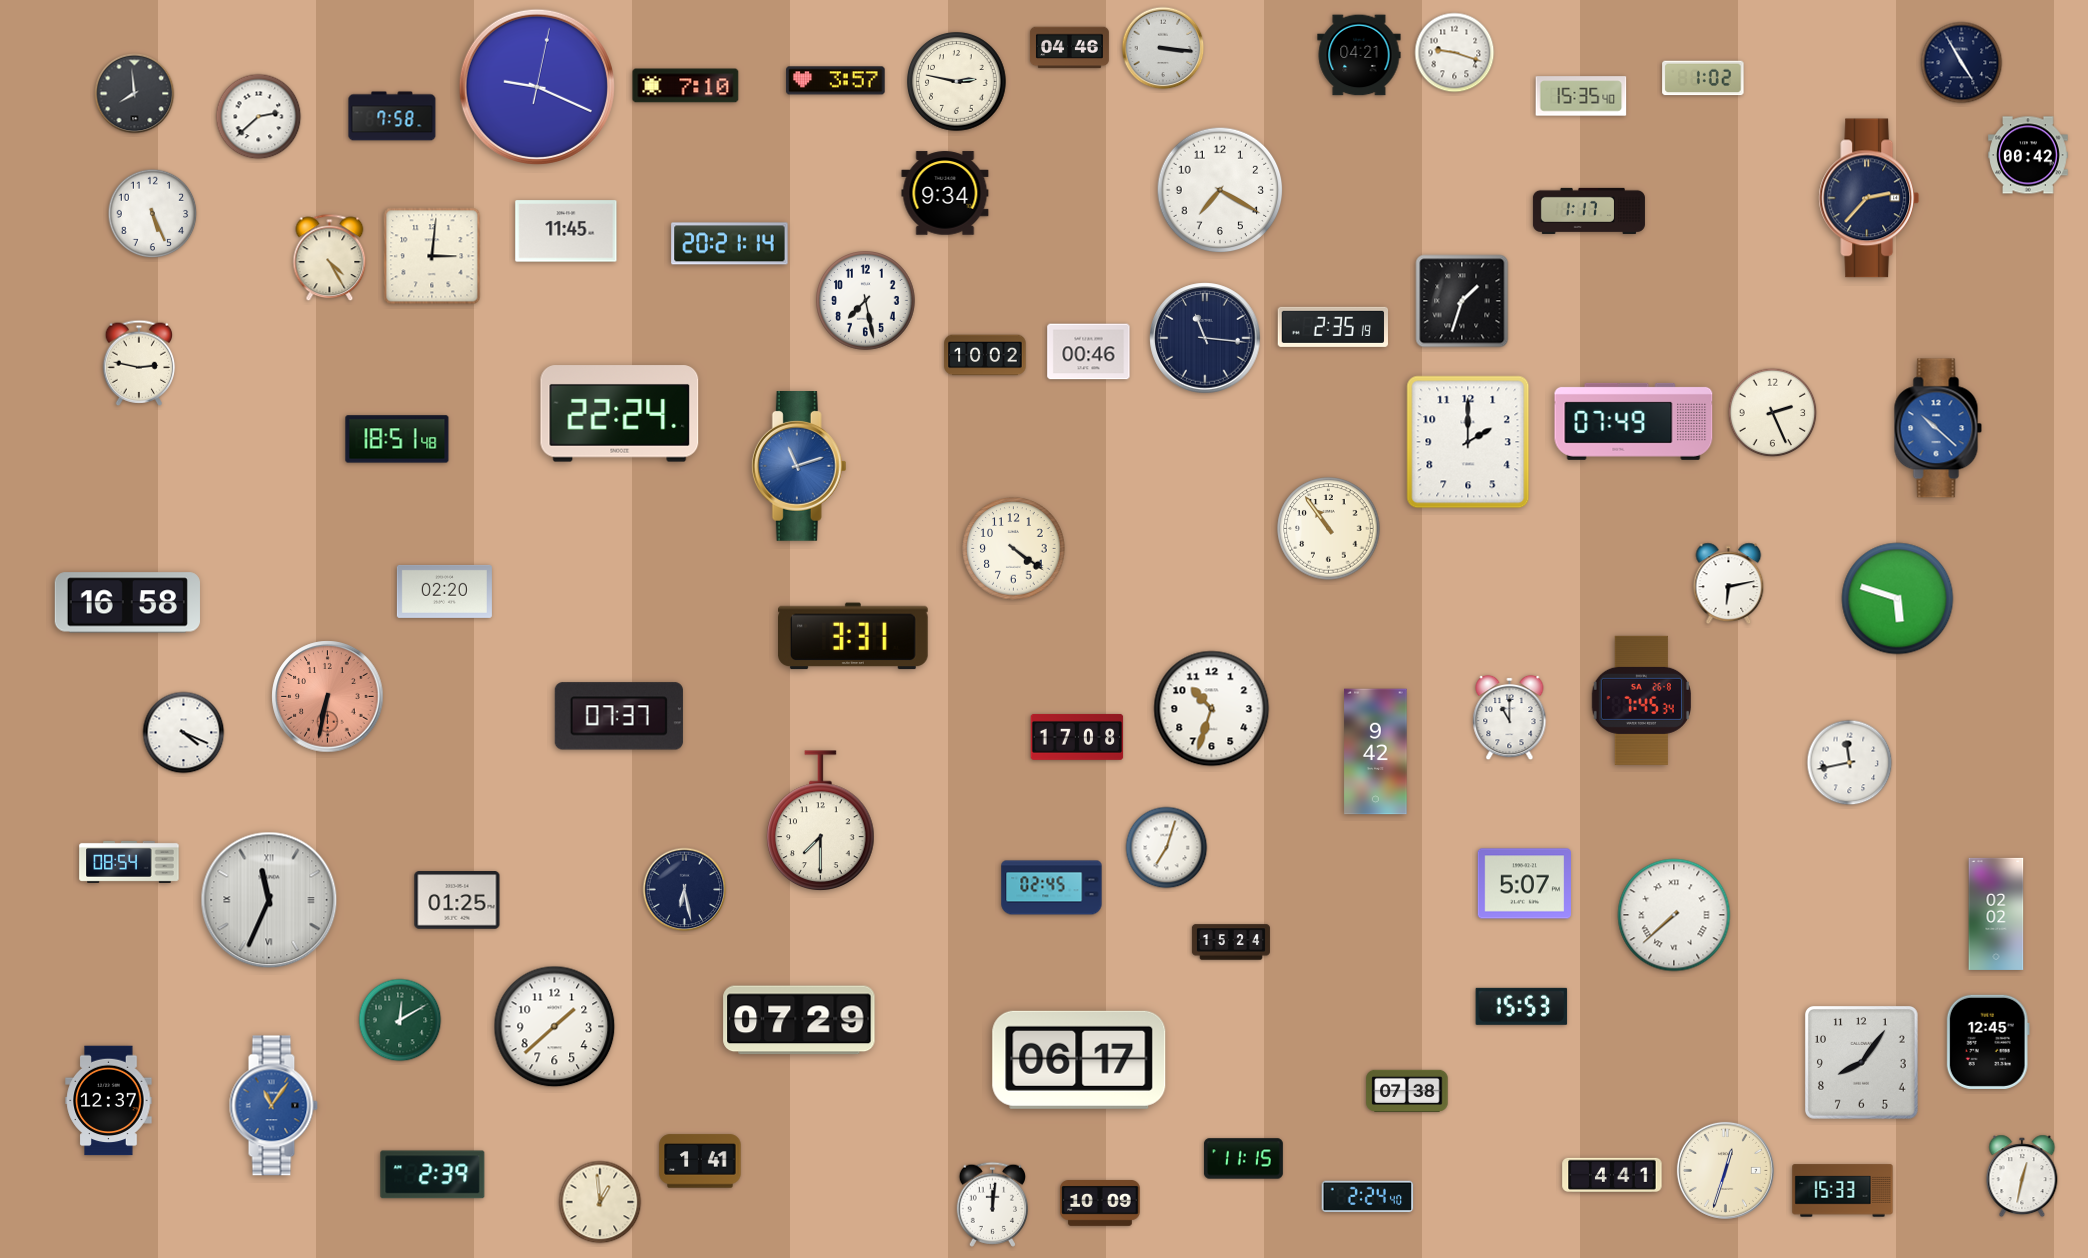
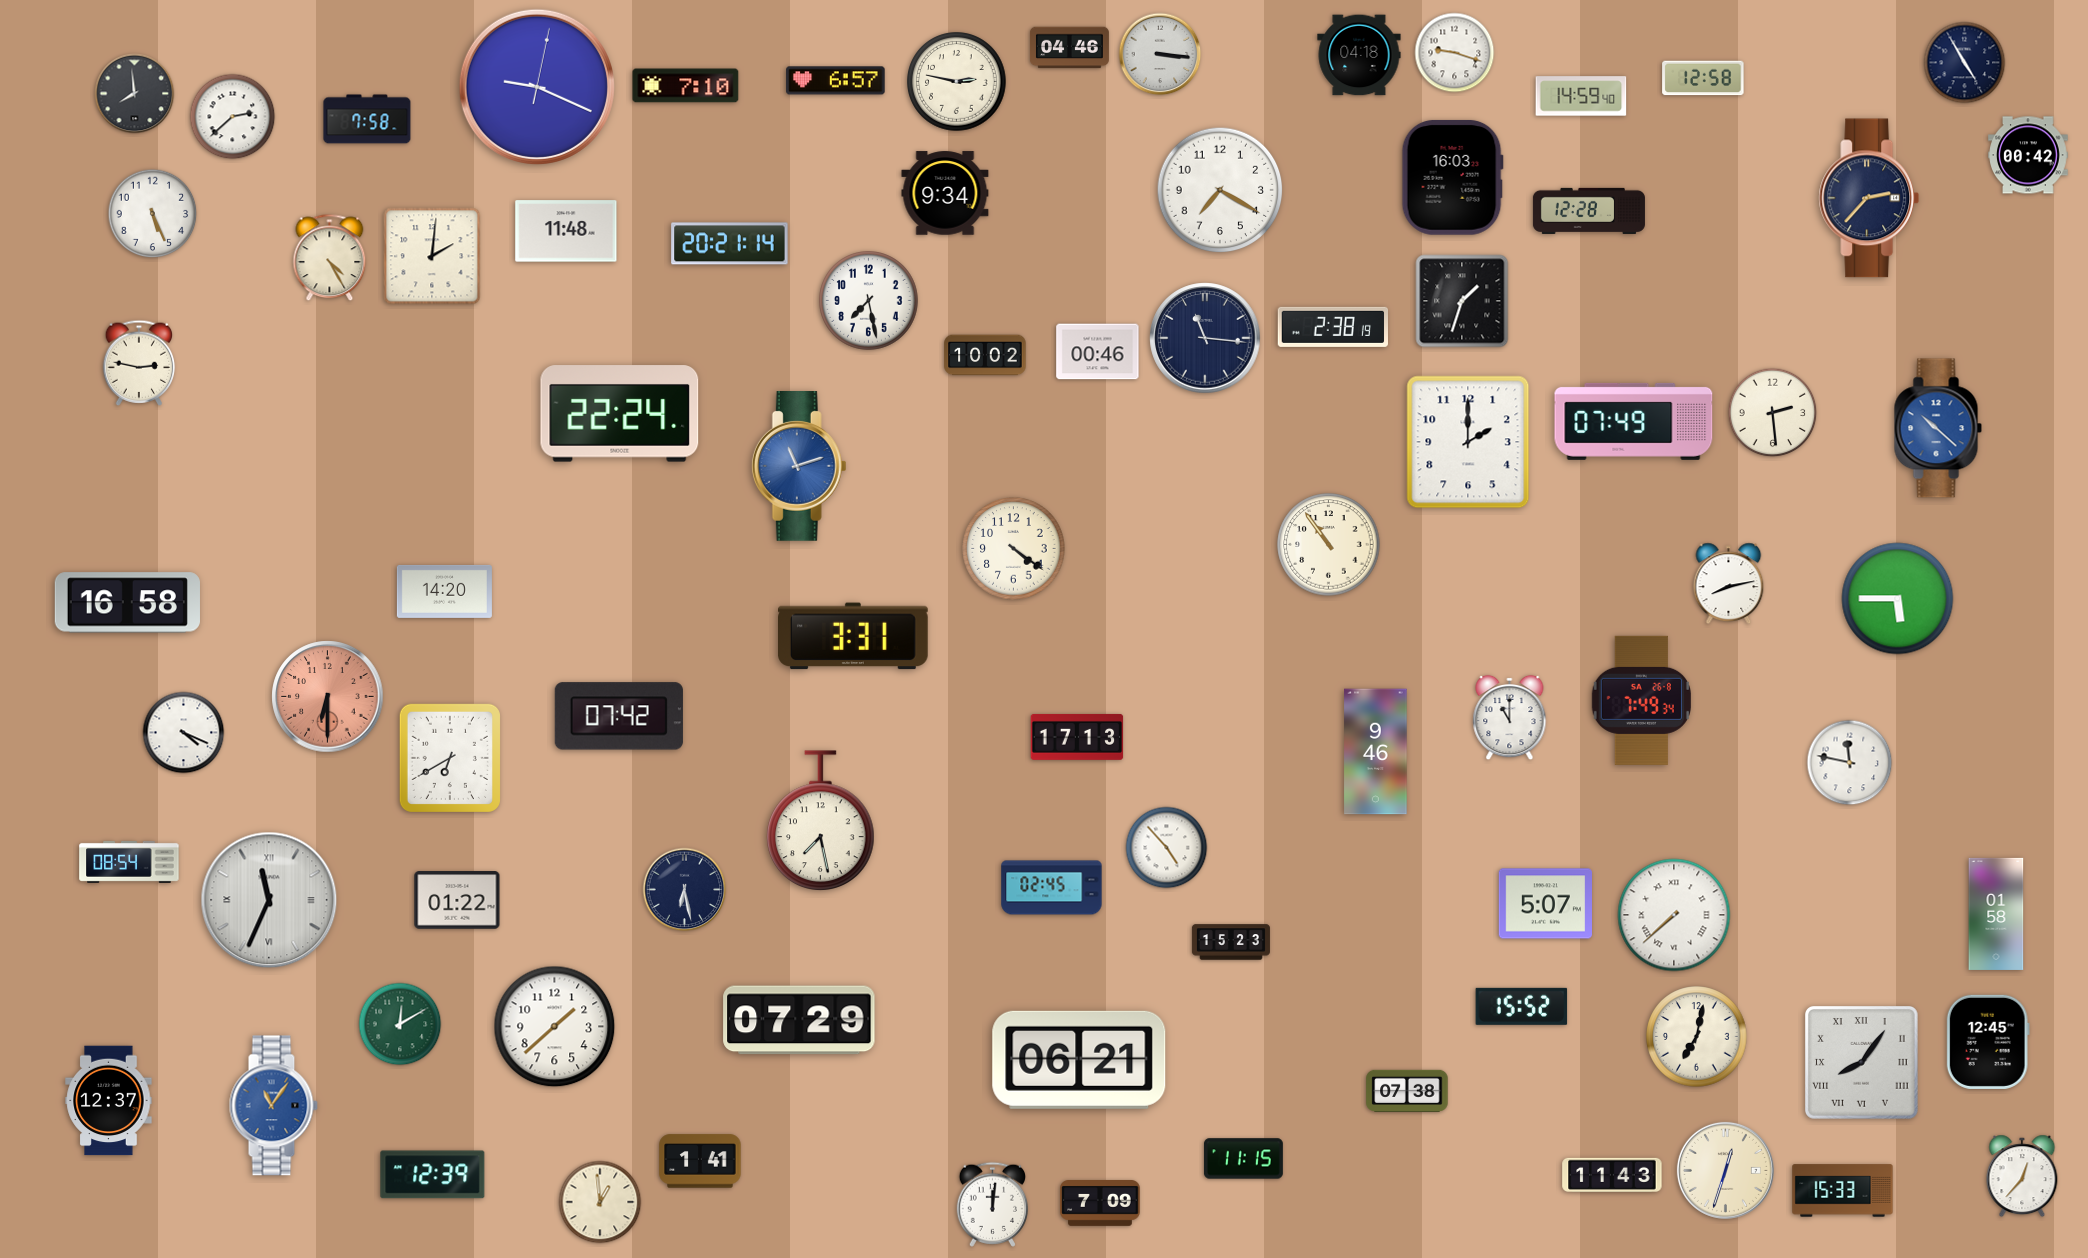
clock at (1163, 48) position: (1163, 48) -> (1160, 54)
clock at (1359, 55): 04:21 -> 04:18
clock at (1962, 63) position: (1962, 63) -> (1965, 63)
clock at (1703, 78): 1:02 -> 12:58
clock at (836, 81): 3:57 -> 6:57
clock at (1581, 96): 15:35 -> 14:59
clock at (392, 116) position: (392, 116) -> (367, 119)
clock at (259, 117) position: (259, 117) -> (233, 117)
clock at (1452, 177): none -> 16:03
clock at (1589, 211): 1:17 -> 12:28
clock at (566, 231): 11:45 -> 11:48
clock at (432, 256): 3:01 -> 2:01
clock at (866, 301) position: (866, 301) -> (869, 301)
clock at (1332, 327): 2:35 -> 2:38
clock at (1089, 352) position: (1089, 352) -> (1098, 352)
clock at (1773, 413): 2:26 -> 2:29
clock at (397, 439): 18:51 -> none
clock at (1329, 529) position: (1329, 529) -> (1329, 545)
clock at (1729, 584): 6:13 -> 8:13
clock at (444, 591): 02:20 -> 14:20
clock at (1898, 599): 5:48 -> 5:45
clock at (328, 697): 6:32 -> 6:30
clock at (1641, 700): 7:45 -> 7:49
clock at (1212, 709): 10:33 -> none
clock at (619, 716): 07:37 -> 07:42
clock at (1077, 737): 17:08 -> 17:13
clock at (1376, 752): 9:42 -> 9:46
clock at (450, 758): none -> 6:40
clock at (1850, 763): 11:43 -> 11:47
clock at (821, 820): 7:30 -> 7:28
clock at (1167, 848): 7:03 -> 4:53
clock at (1524, 884) position: (1524, 884) -> (1545, 904)
clock at (457, 900): 01:25 -> 01:22
clock at (1996, 914): 02:02 -> 01:58
clock at (1231, 942): 15:24 -> 15:23
clock at (1522, 1006): 15:53 -> 15:52
clock at (400, 1020) position: (400, 1020) -> (400, 1024)
clock at (1697, 1037): none -> 7:02
clock at (1079, 1060): 06:17 -> 06:21
clock at (1862, 1063) numerals: Arabic -> Roman
clock at (1612, 1174): 4:41 -> 11:43
clock at (433, 1175): 2:39 -> 12:39
clock at (2022, 1176): 12:32 -> 12:37
clock at (1368, 1197): 2:24 -> none
clock at (1100, 1204): 10:09 -> 7:09
